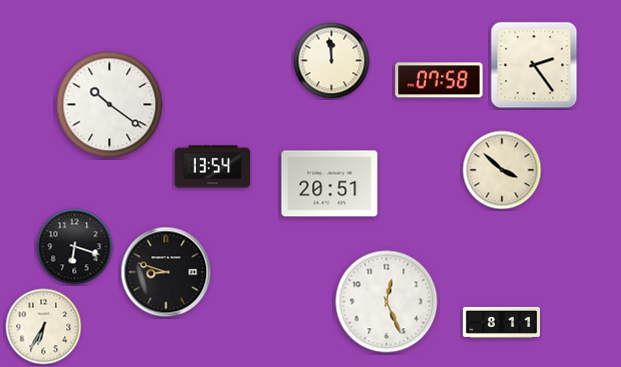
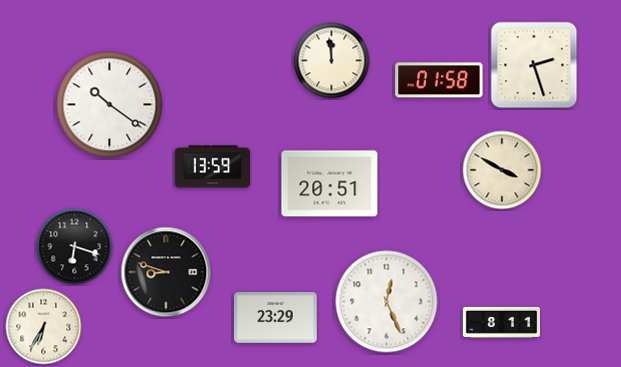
clock at (534, 65): 2:24 -> 2:27
clock at (439, 80): 07:58 -> 01:58
clock at (213, 167): 13:54 -> 13:59
clock at (502, 170): 3:52 -> 3:50
clock at (276, 318): none -> 23:29
